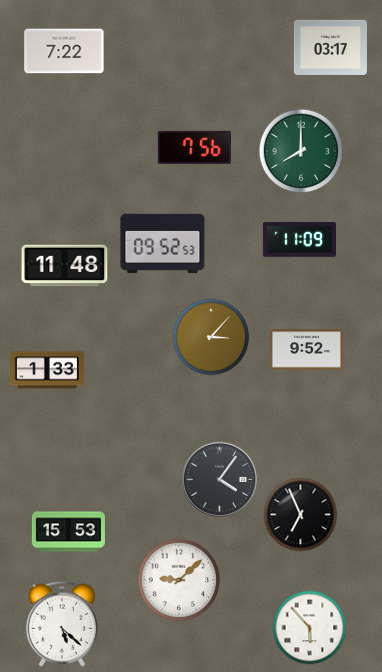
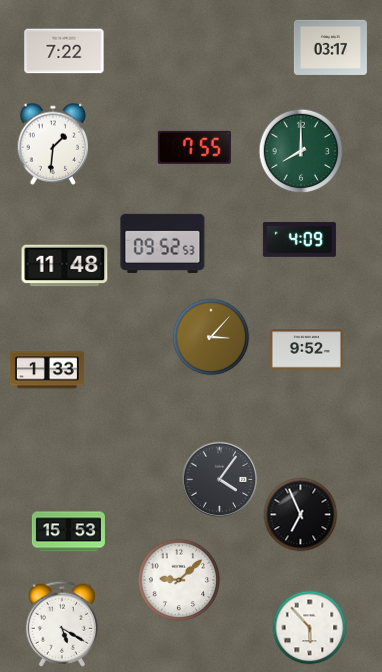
clock at (53, 144): none -> 1:31
clock at (194, 147): 7:56 -> 7:55
clock at (299, 240): 11:09 -> 4:09
clock at (62, 624): 5:22 -> 5:20
